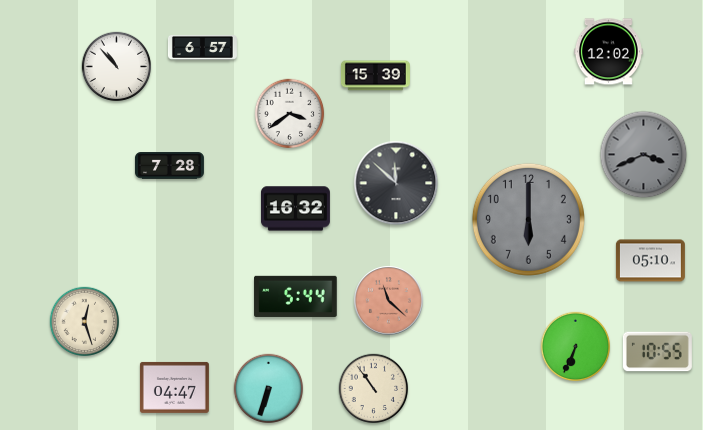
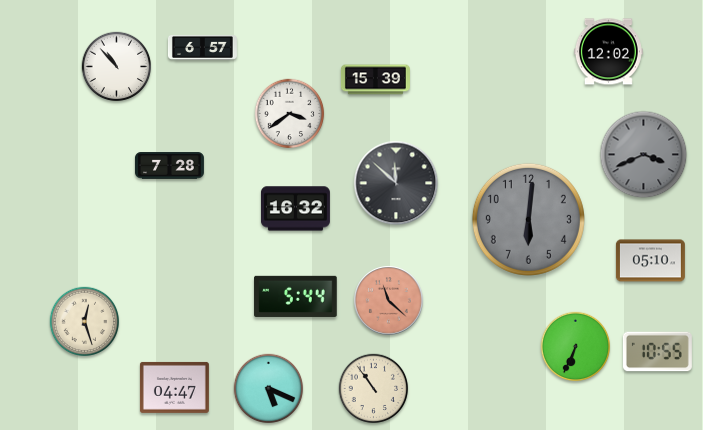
clock at (375, 76) position: (375, 76) -> (375, 80)
clock at (528, 219): 6:00 -> 6:01
clock at (269, 389): 6:33 -> 5:19
